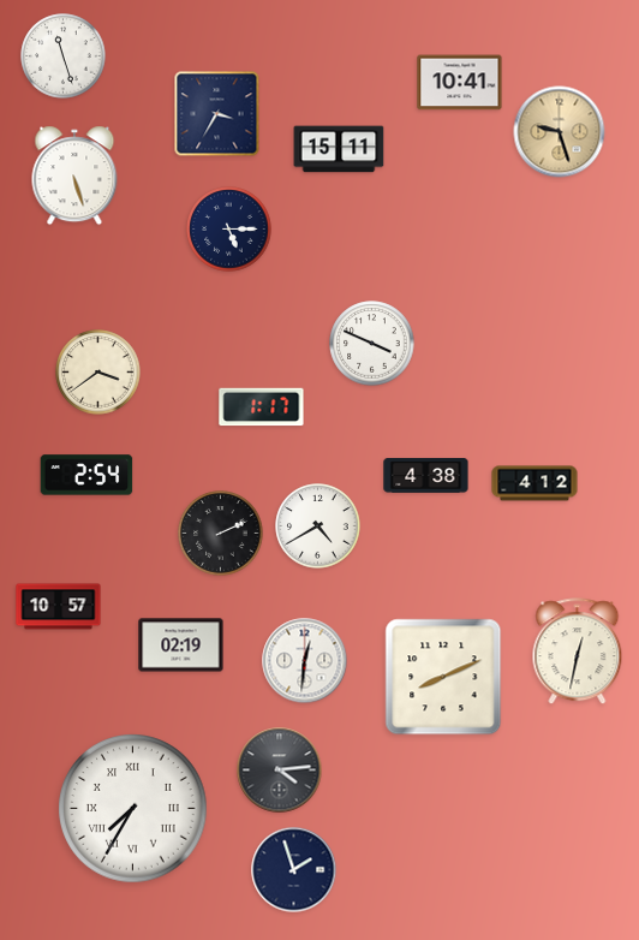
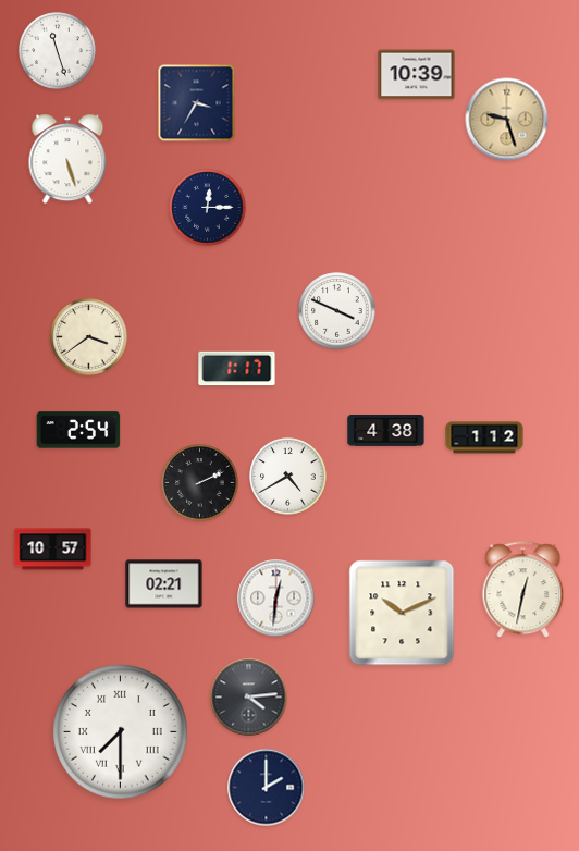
clock at (460, 83): 10:41 -> 10:39
clock at (339, 149): 15:11 -> none
clock at (229, 230): 5:15 -> 12:15
clock at (535, 483): 4:12 -> 1:12
clock at (181, 645): 02:19 -> 02:21
clock at (443, 677): 8:11 -> 10:11
clock at (280, 771) position: (280, 771) -> (249, 698)
clock at (133, 809): 7:35 -> 7:30
clock at (294, 870): 1:57 -> 2:00
